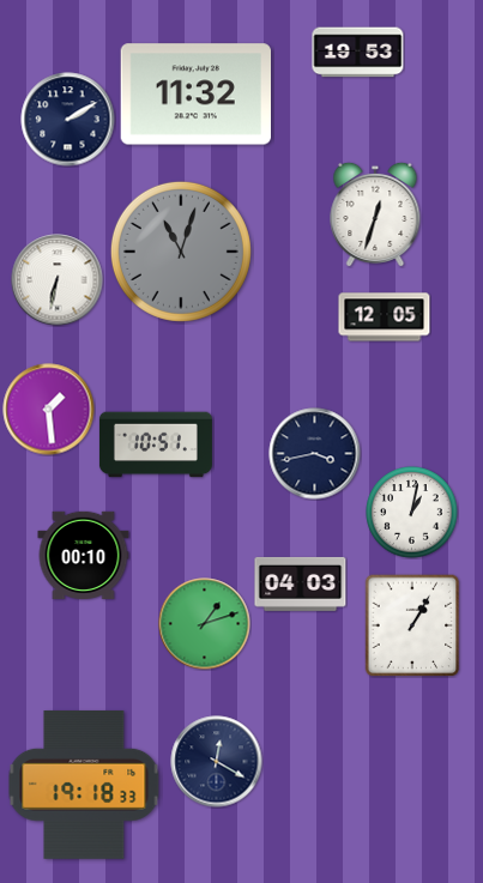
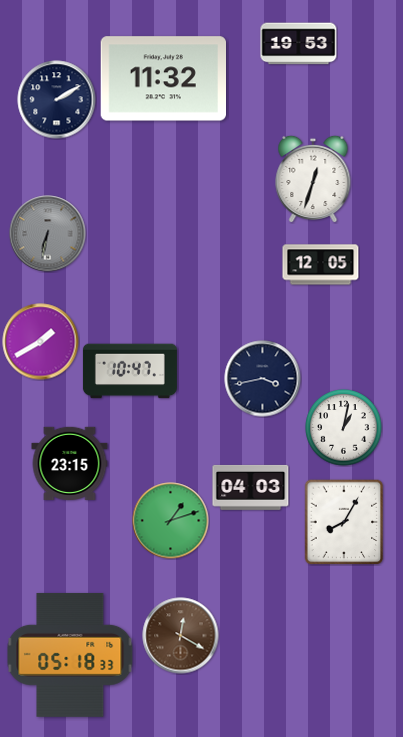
clock at (181, 252): 11:03 -> none
clock at (58, 280) dial: white -> grey
clock at (49, 410): 1:29 -> 1:40
clock at (156, 444): 10:51 -> 10:47
clock at (84, 555): 00:10 -> 23:15
clock at (412, 625): 1:05 -> 8:05
clock at (217, 762) dial: navy -> brown
clock at (84, 785): 19:18 -> 05:18
